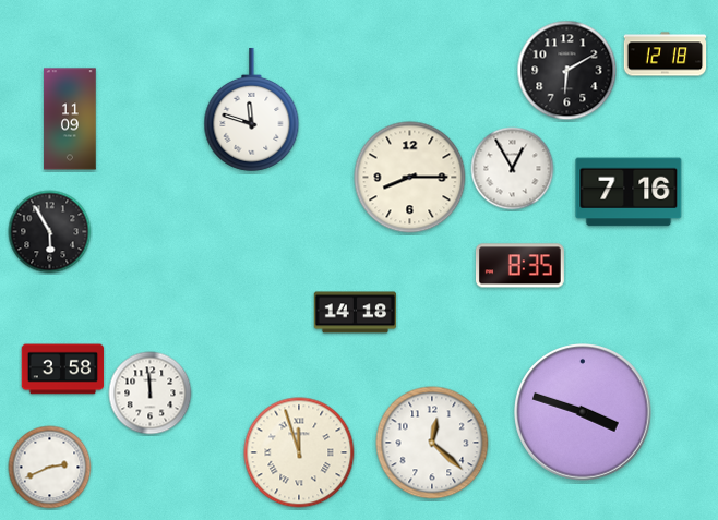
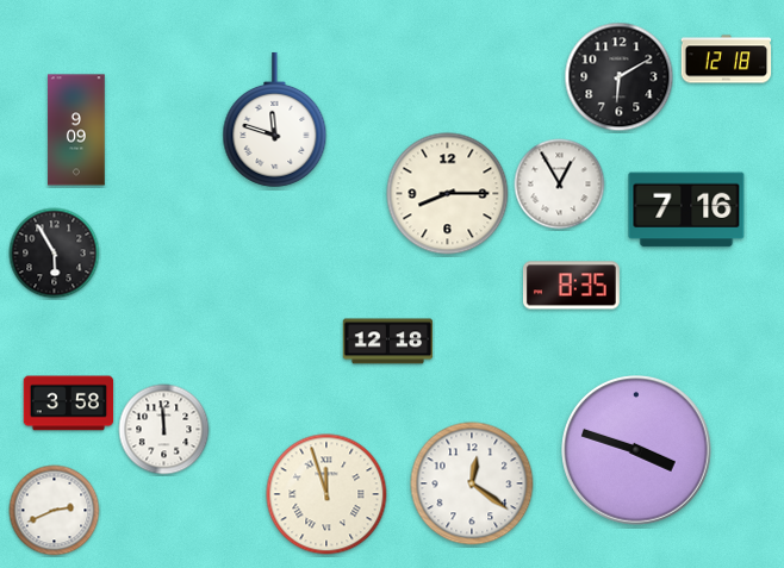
clock at (70, 119): 11:09 -> 9:09
clock at (519, 266) position: (519, 266) -> (571, 286)
clock at (356, 313): 14:18 -> 12:18
clock at (432, 443): 12:22 -> 12:21
